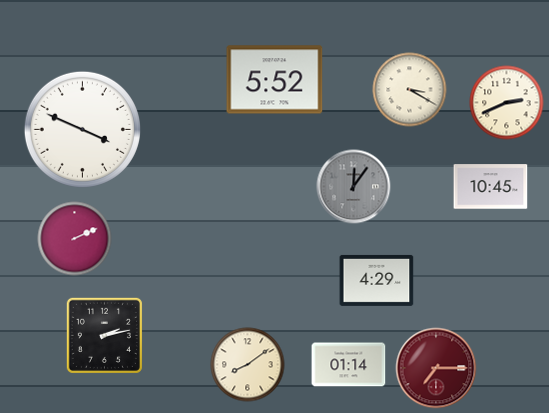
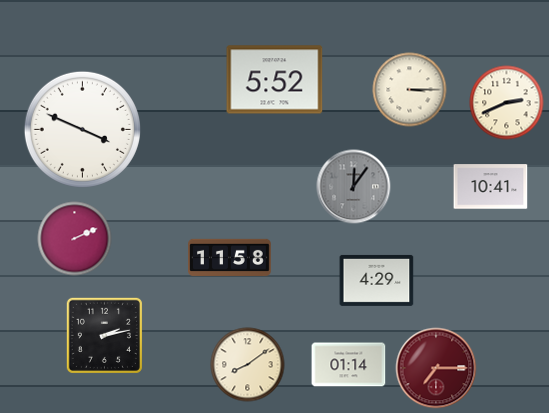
clock at (410, 90): 3:20 -> 3:15
clock at (491, 187): 10:45 -> 10:41
clock at (230, 258): none -> 11:58
